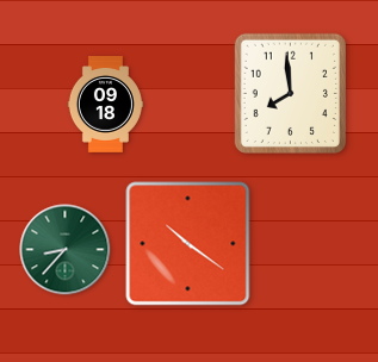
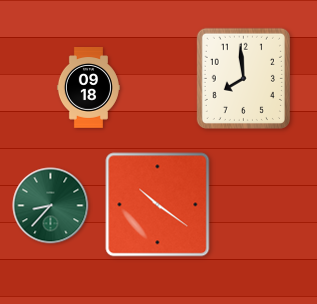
clock at (66, 250) position: (66, 250) -> (51, 206)
